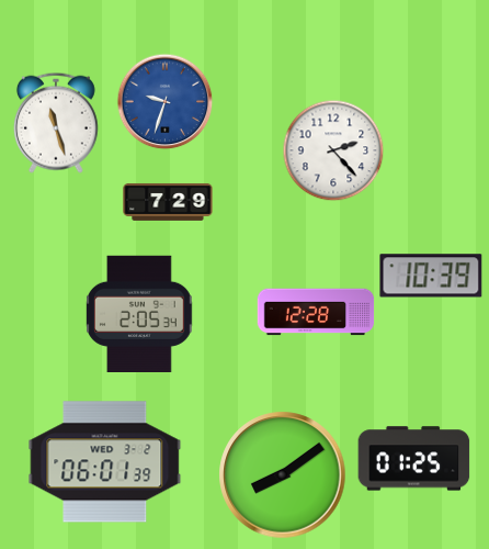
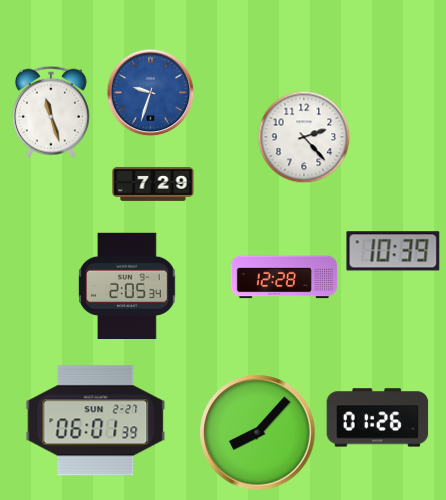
clock at (316, 312) position: (316, 312) -> (284, 277)
clock at (414, 459): 01:25 -> 01:26
clock at (105, 462) date: WED 3-2 -> SUN 2-27
clock at (283, 475): 8:09 -> 8:07
